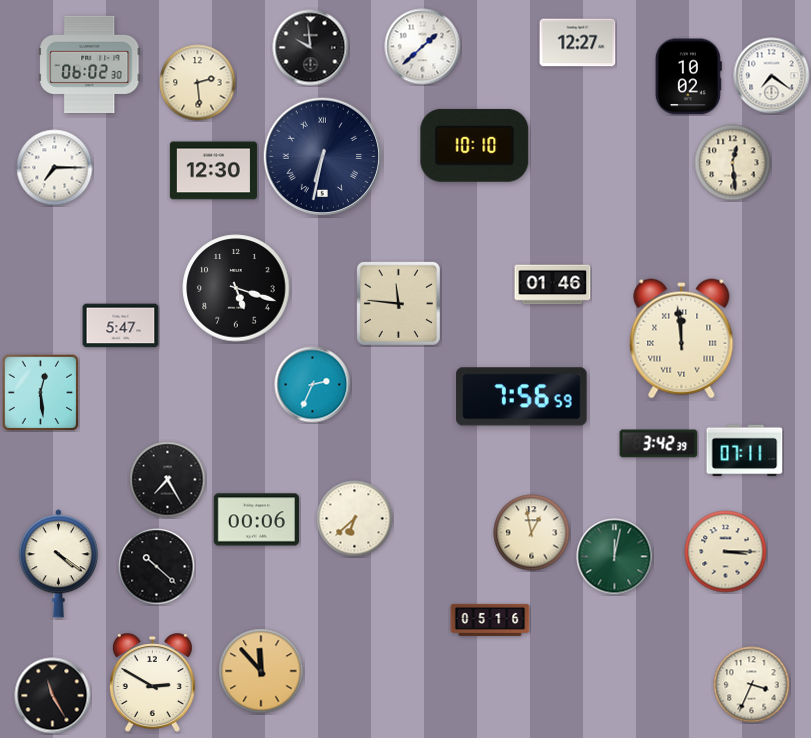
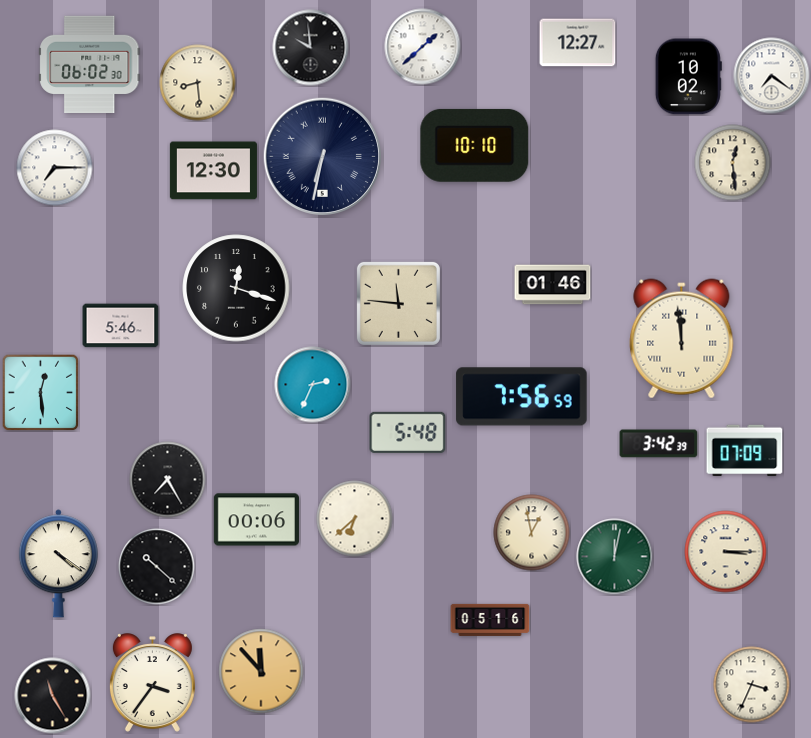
clock at (198, 83): 2:29 -> 8:29
clock at (236, 288): 5:18 -> 12:18
clock at (121, 326): 5:47 -> 5:46
clock at (408, 432): none -> 5:48
clock at (745, 451): 07:11 -> 07:09
clock at (152, 683): 2:50 -> 3:36
